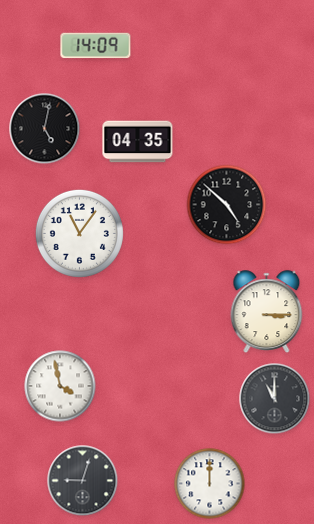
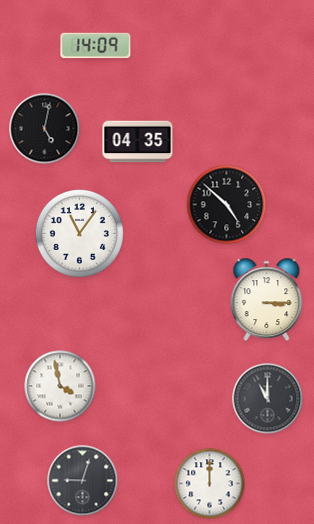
clock at (267, 312) position: (267, 312) -> (267, 300)
clock at (275, 399) position: (275, 399) -> (268, 399)
